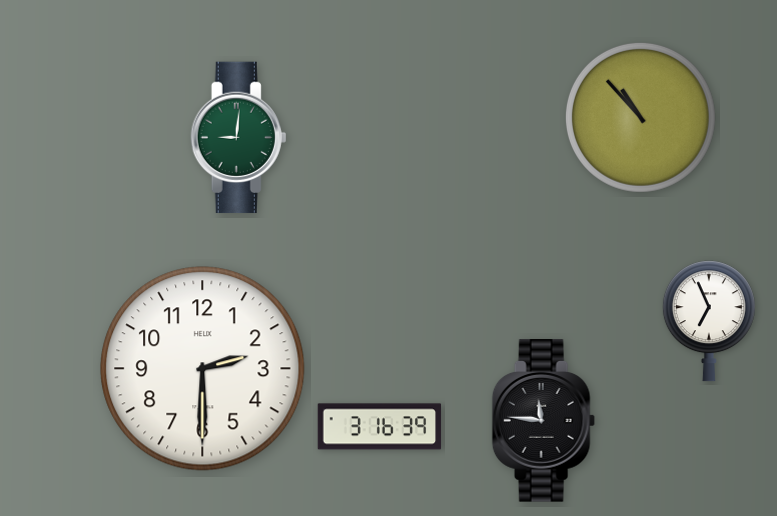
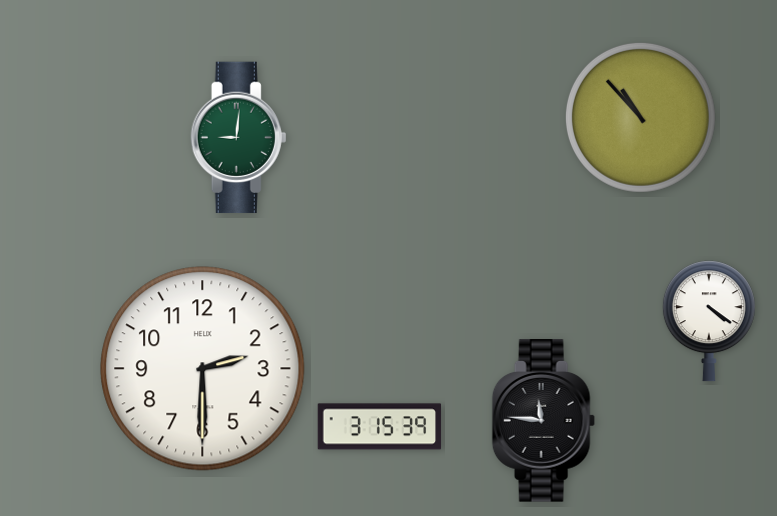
clock at (709, 321): 6:56 -> 4:21
clock at (380, 427): 3:16 -> 3:15
